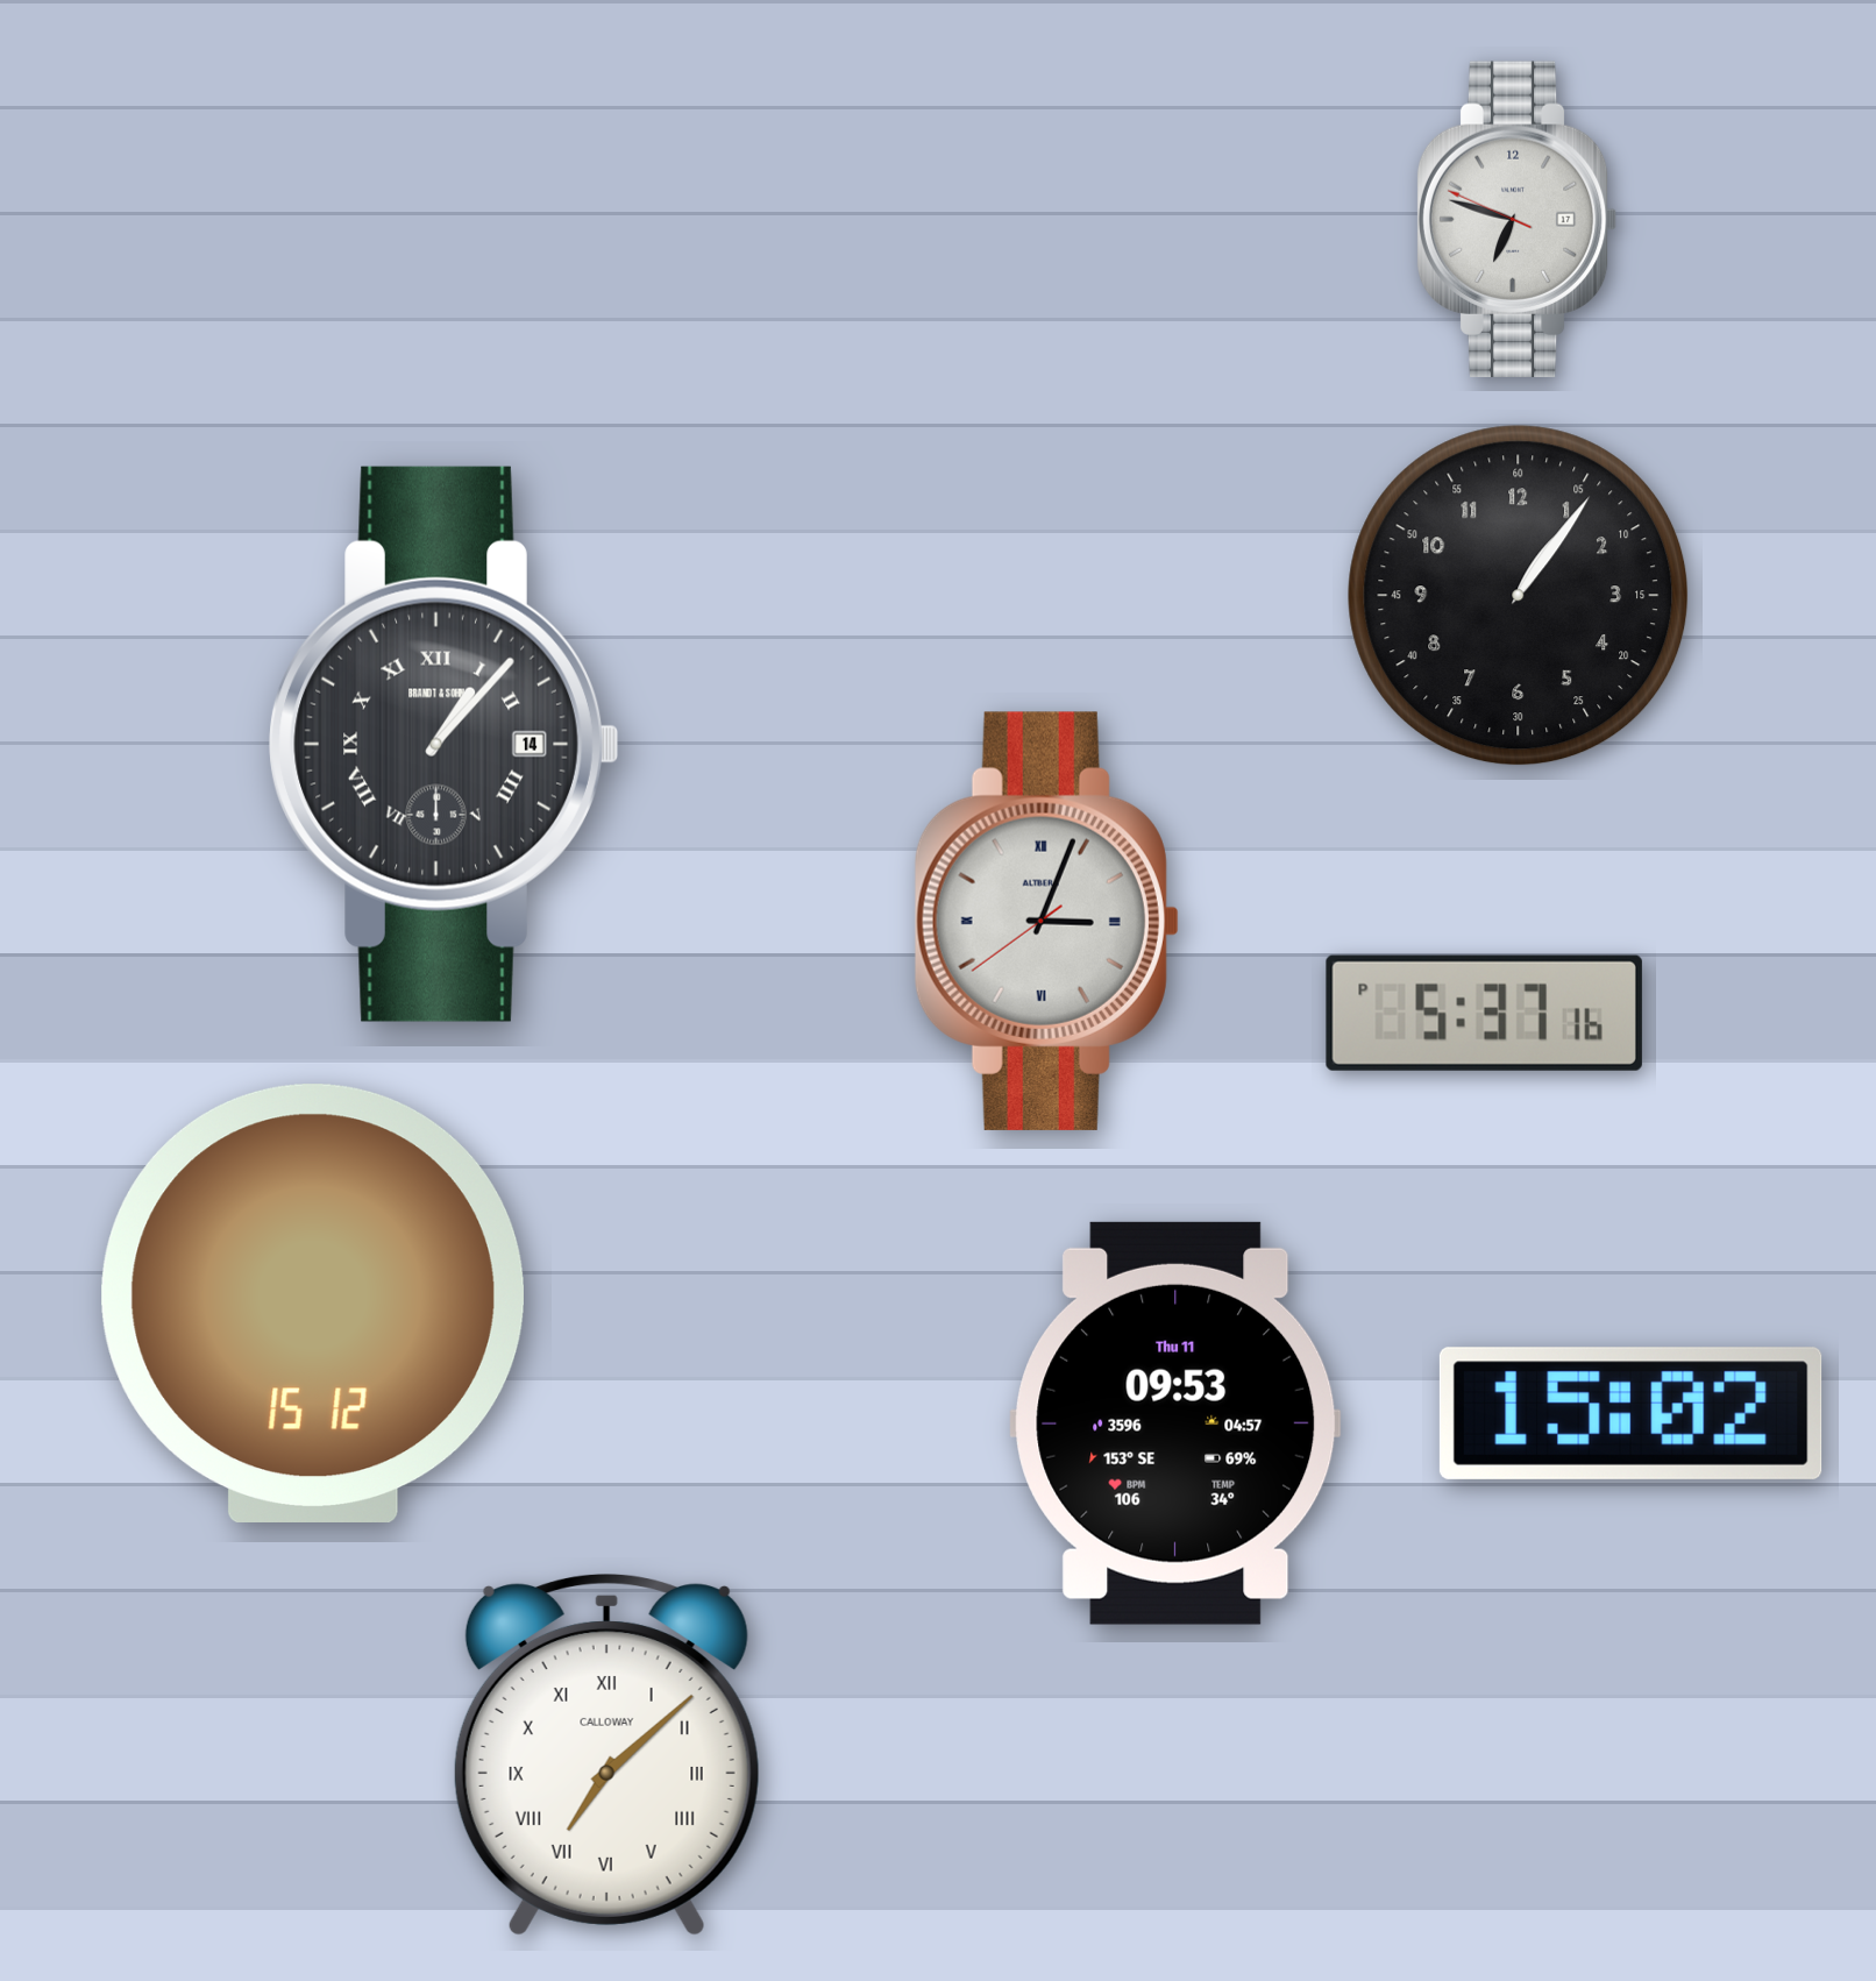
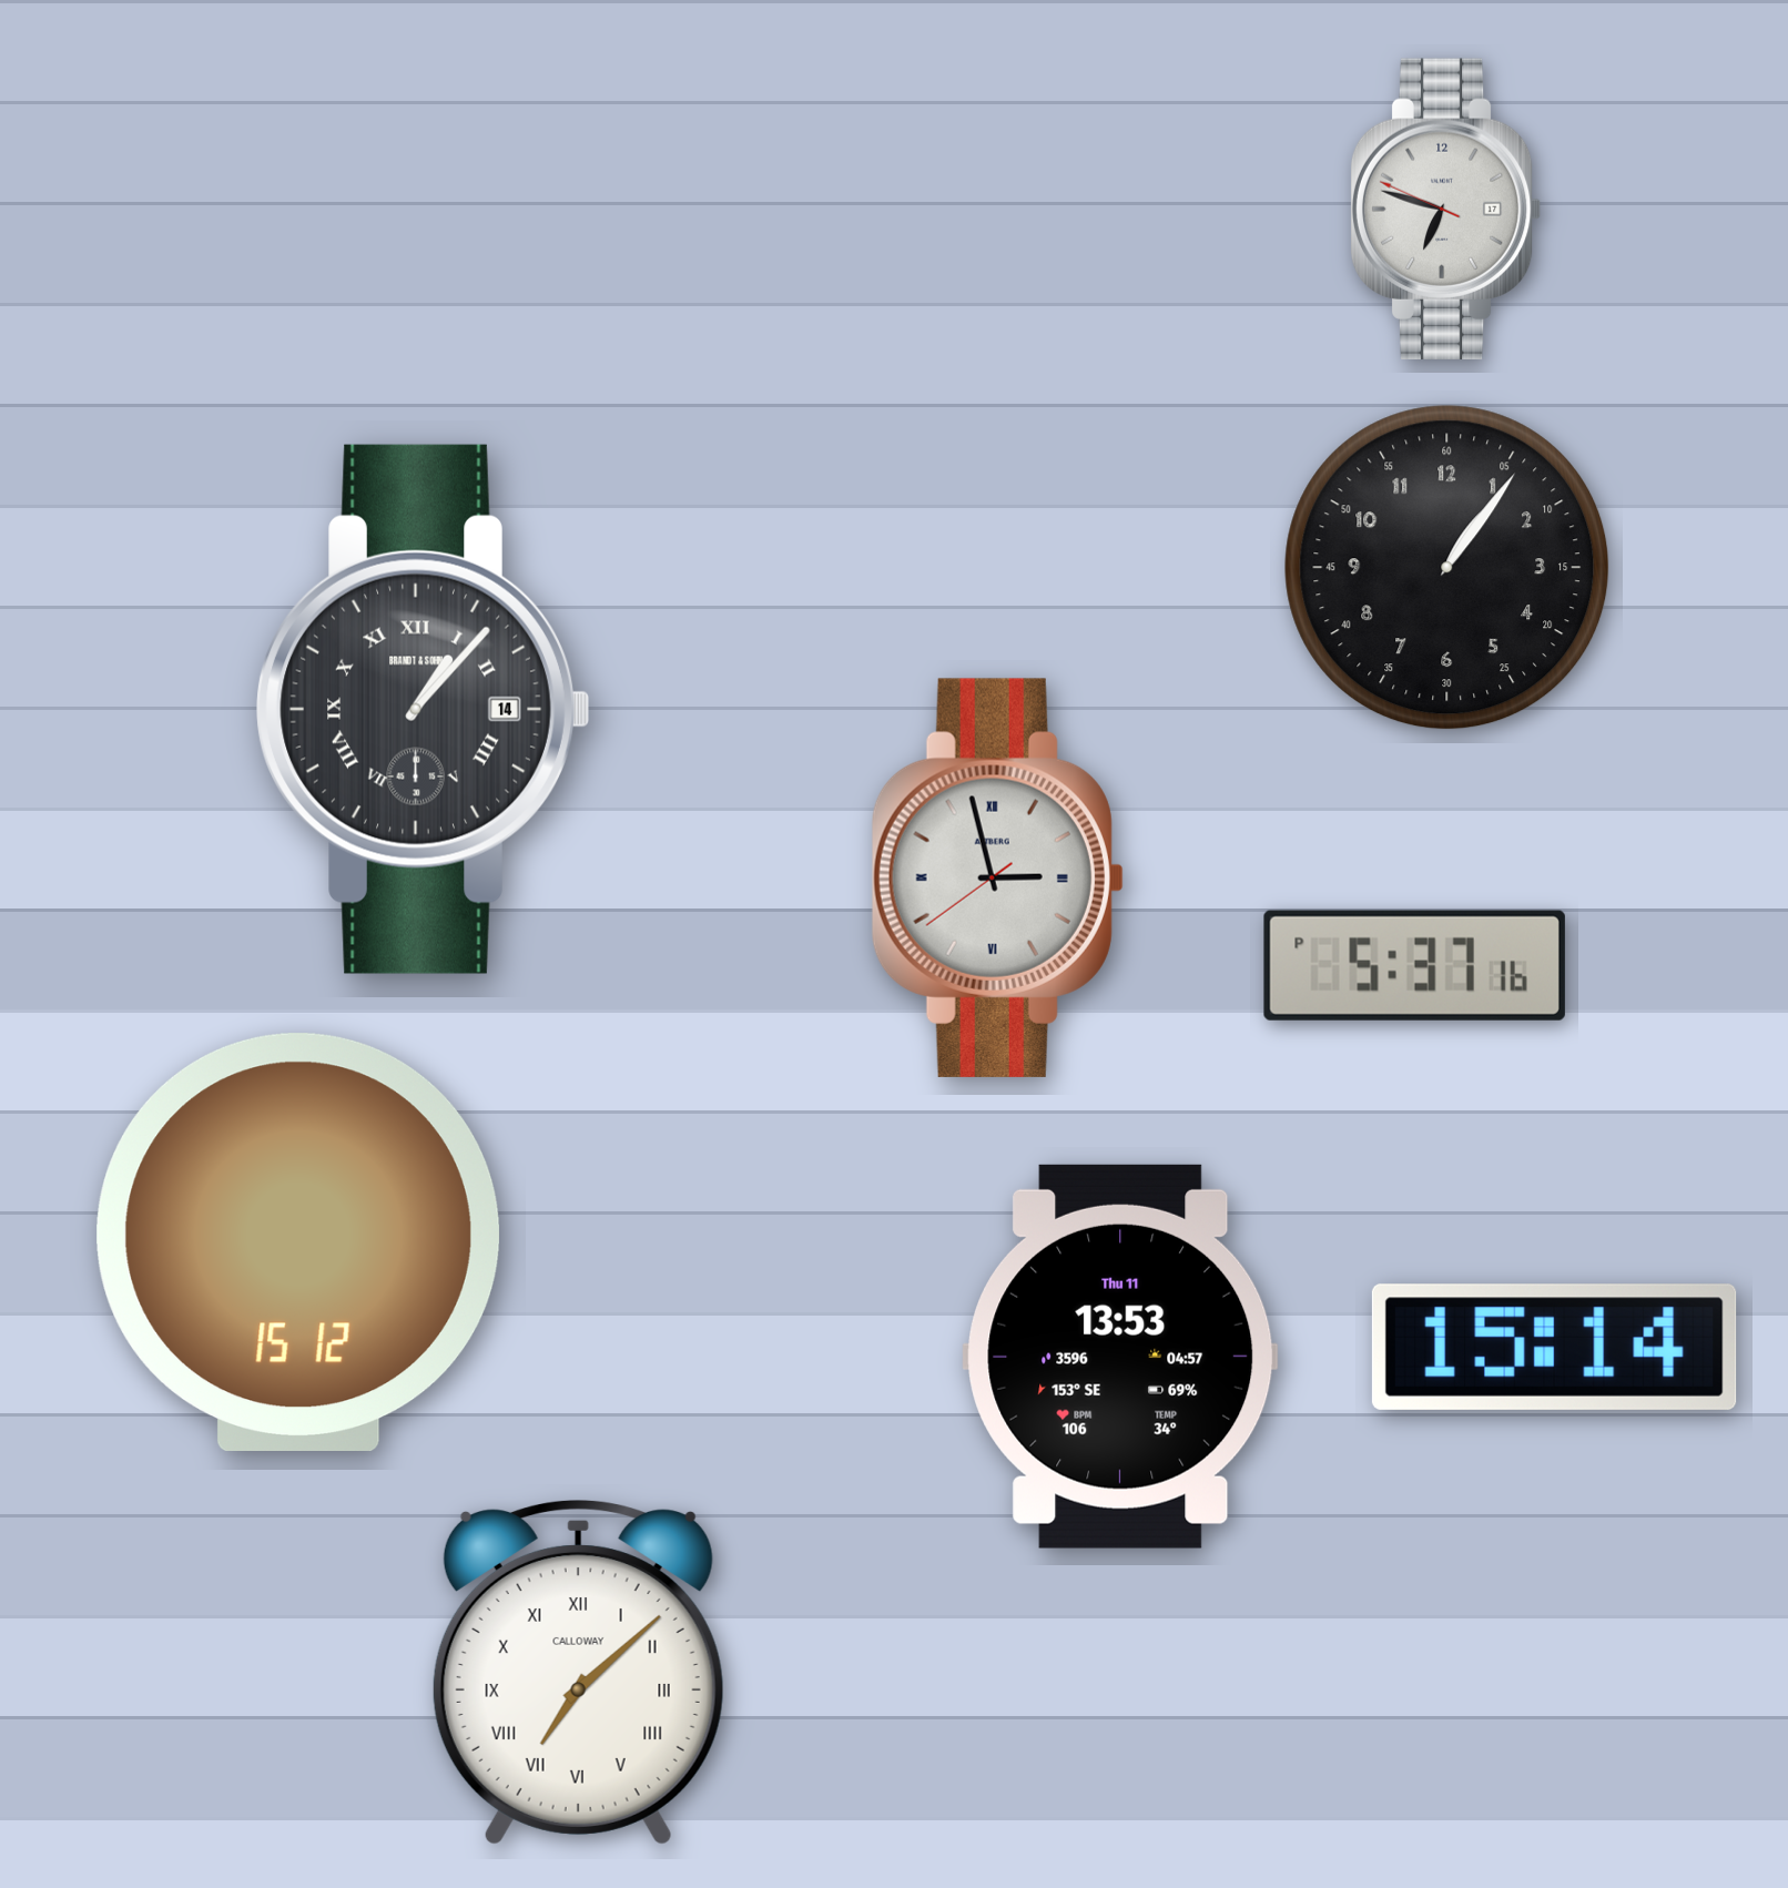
clock at (1046, 921): 3:03 -> 2:57
clock at (1630, 1413): 15:02 -> 15:14
clock at (1175, 1423): 09:53 -> 13:53
